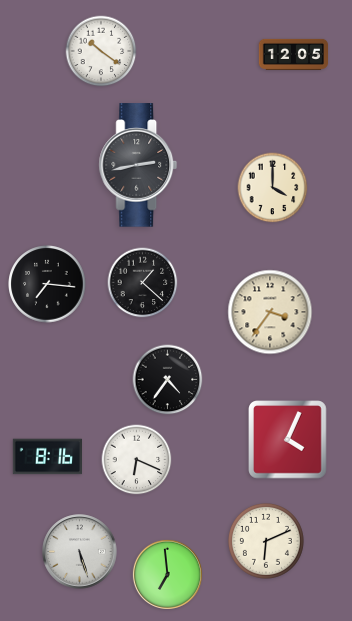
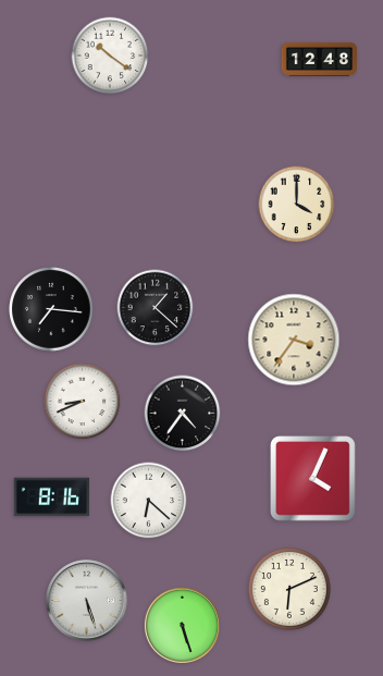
clock at (294, 54): 12:05 -> 12:48
clock at (138, 165): 2:43 -> none
clock at (83, 402): none -> 8:41
clock at (137, 460): 6:19 -> 6:22
clock at (167, 574): 6:59 -> 5:27
